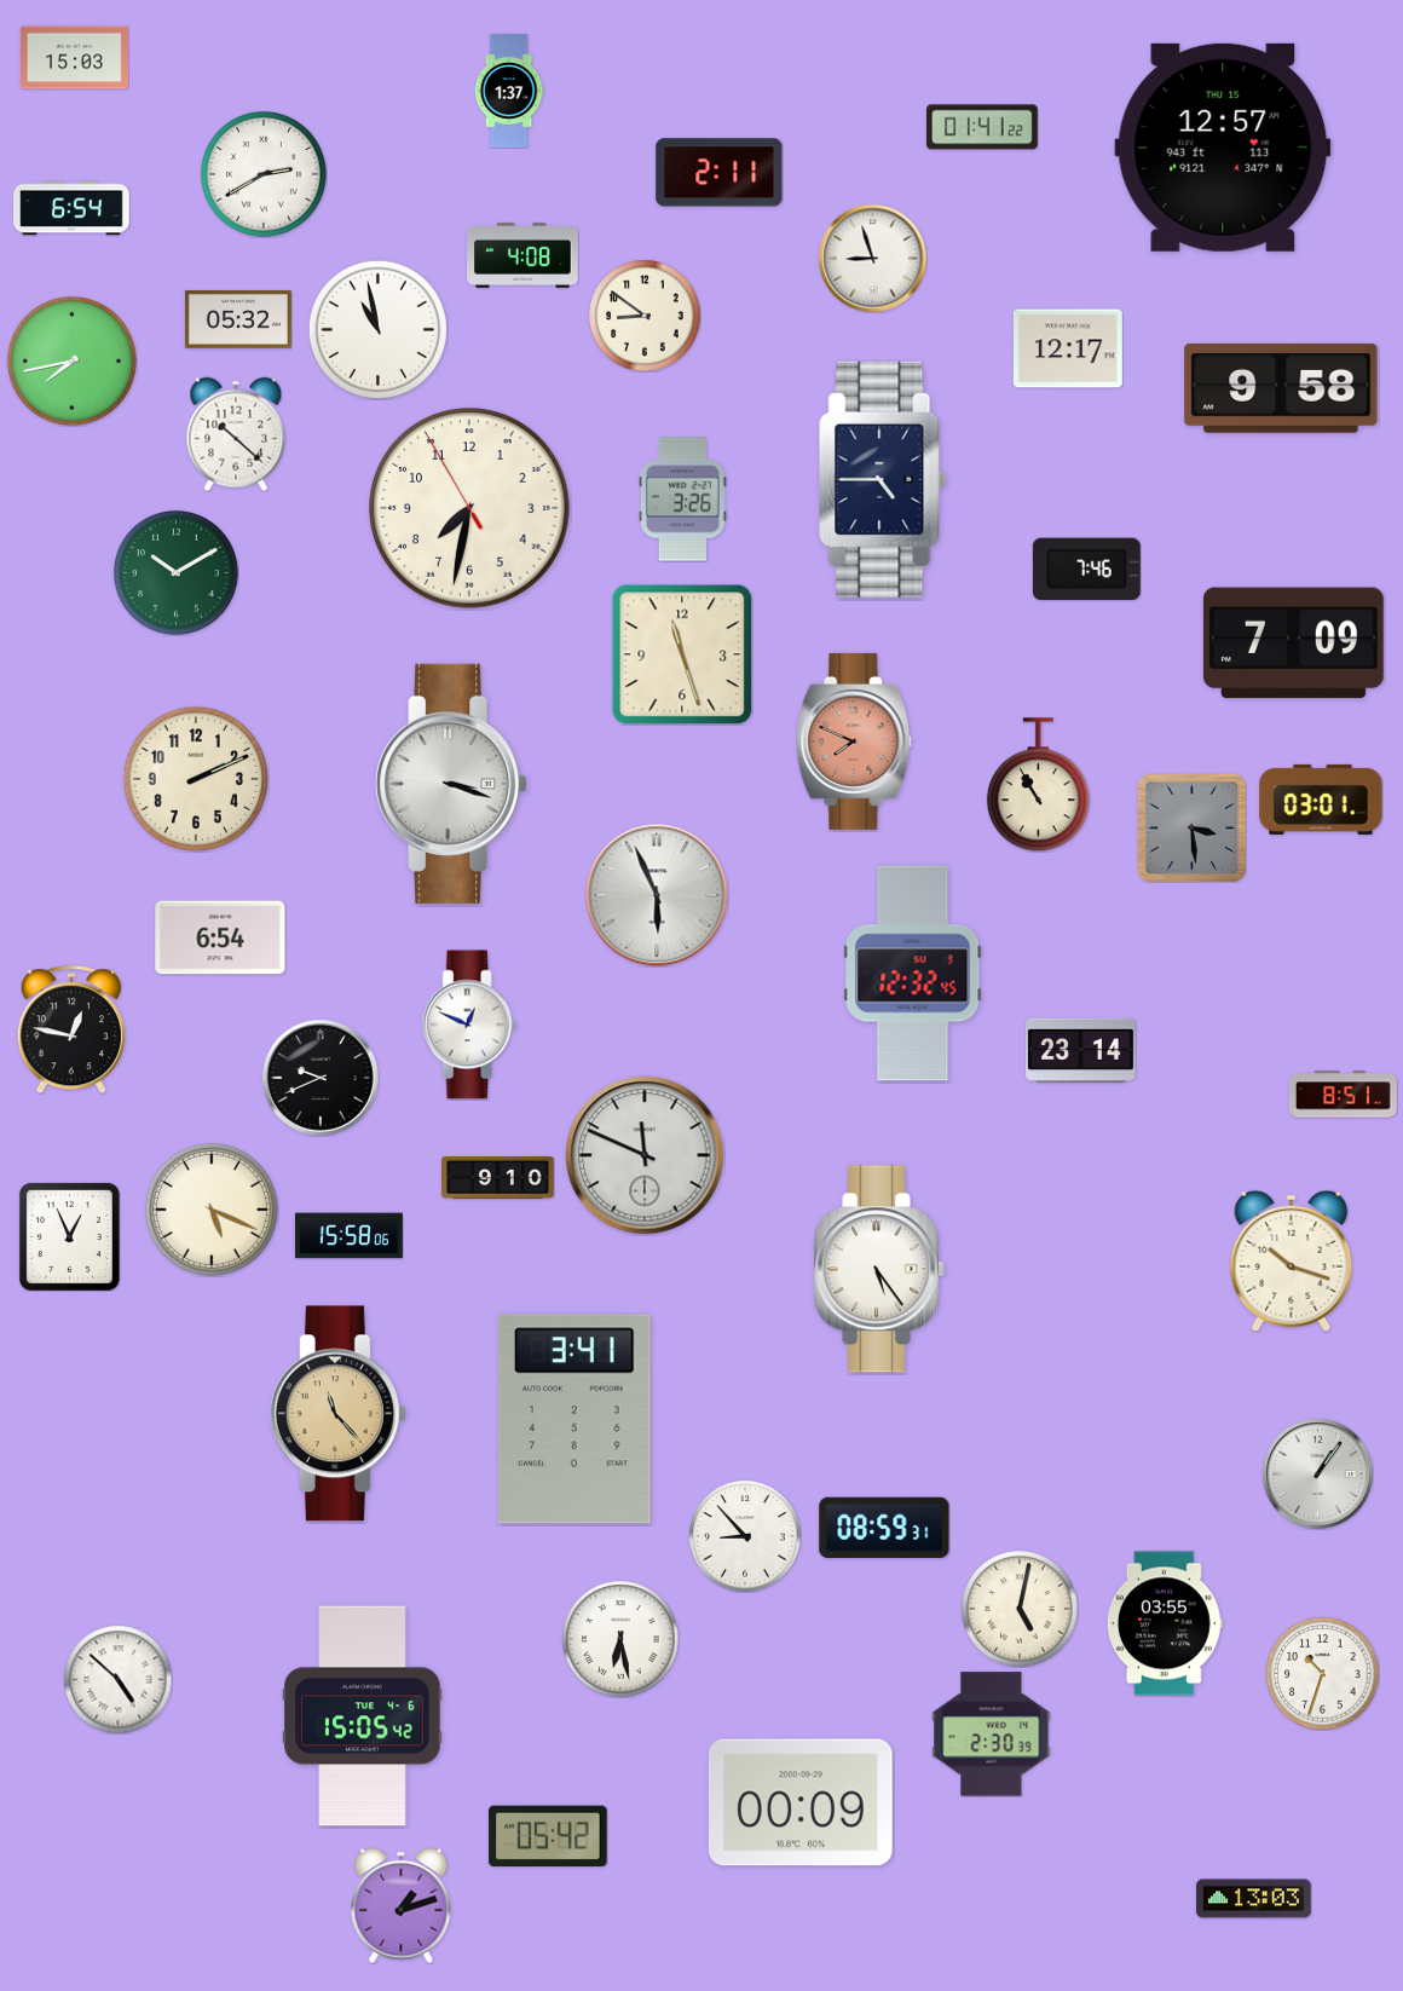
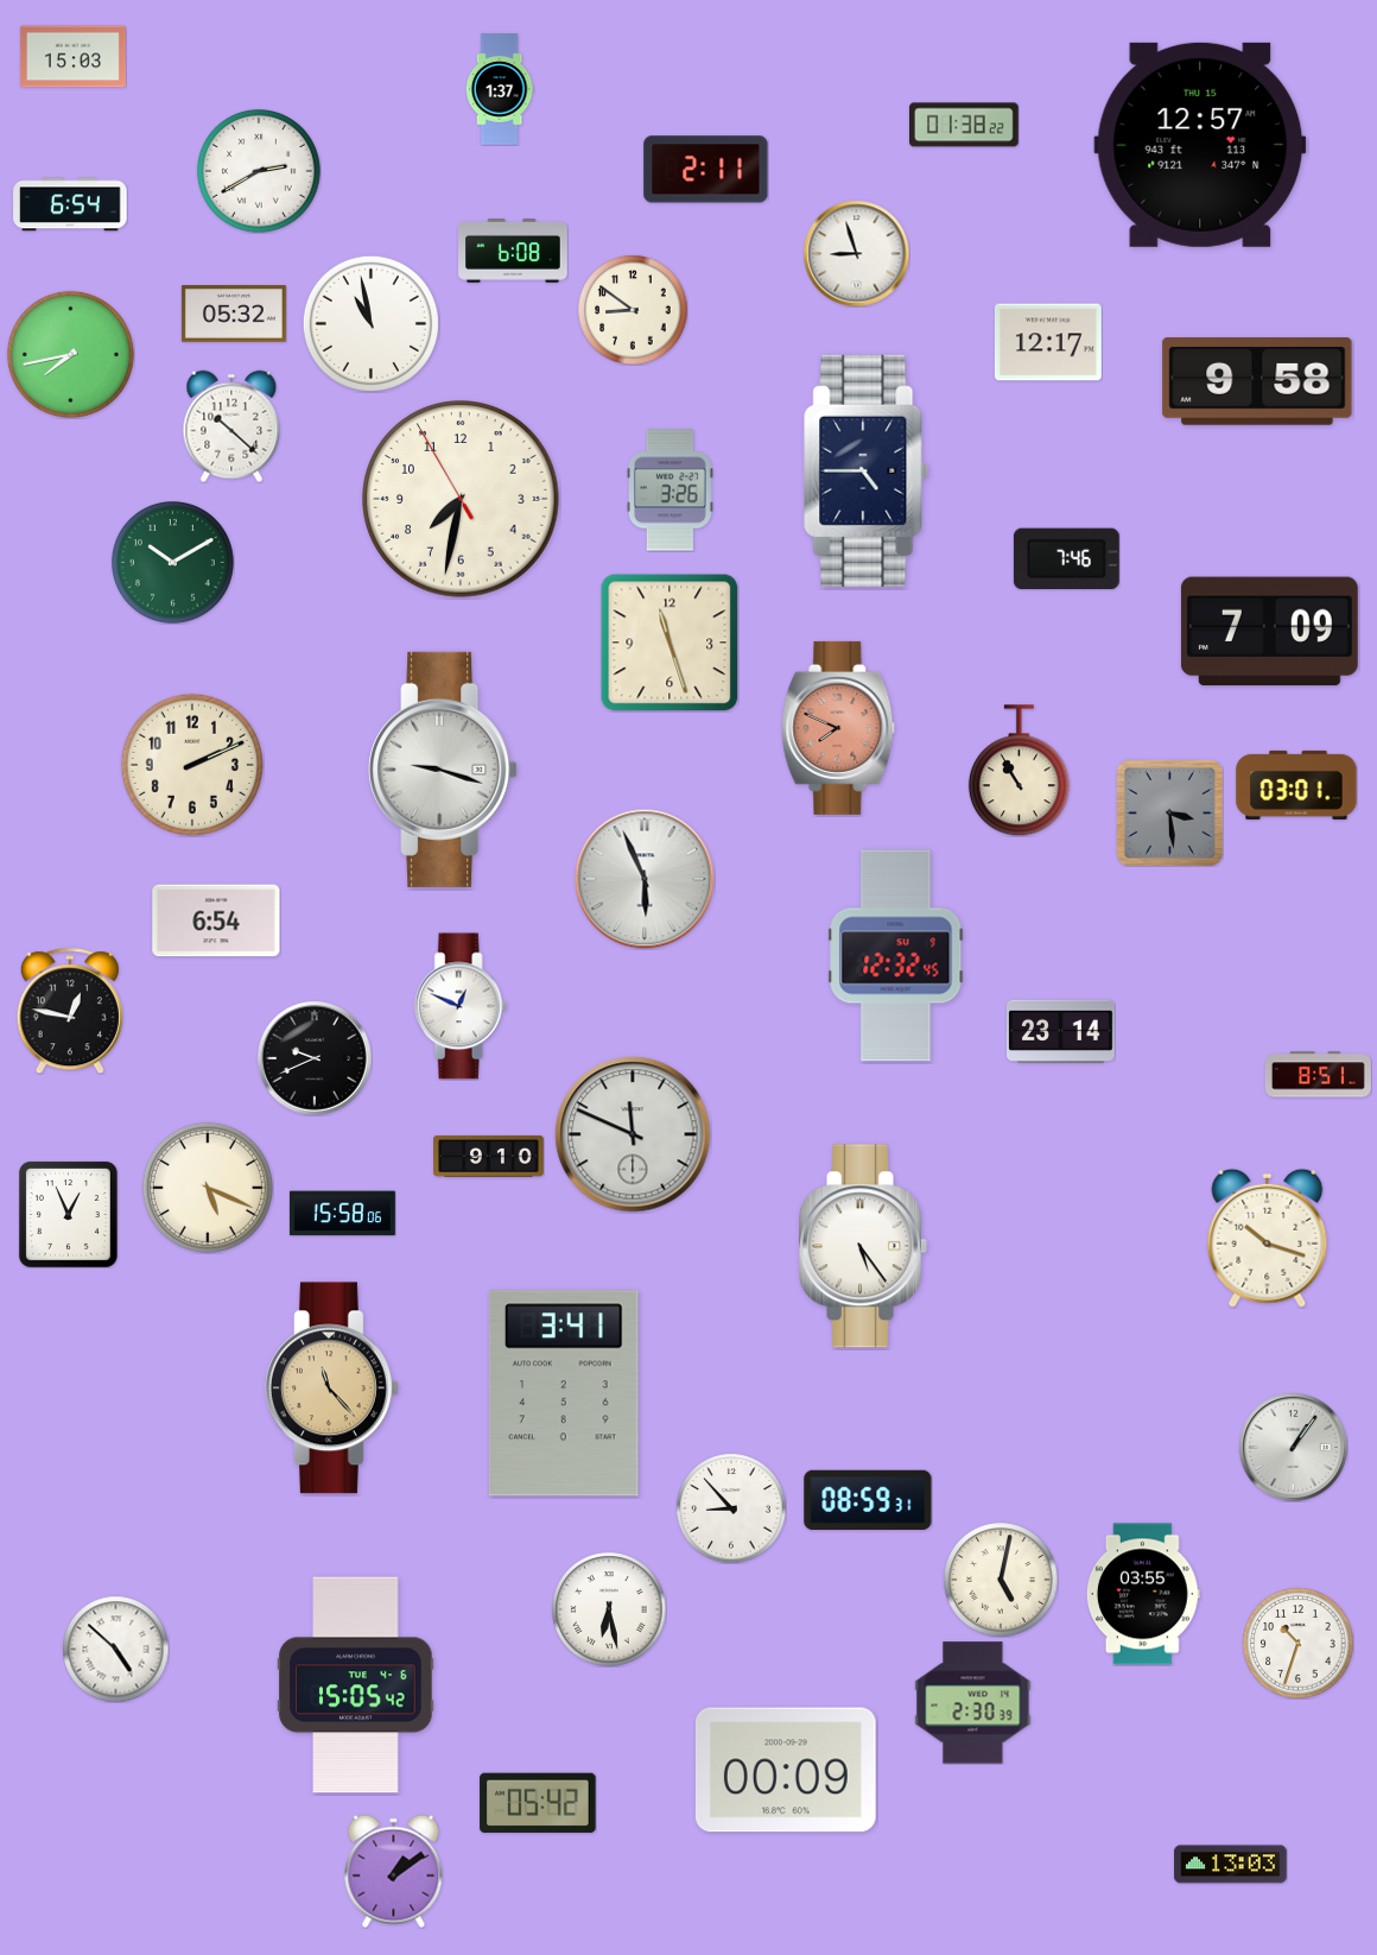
clock at (983, 127): 01:41 -> 01:38
clock at (524, 256): 4:08 -> 6:08
clock at (451, 784): 3:18 -> 9:18
clock at (402, 1905): 1:12 -> 1:09
